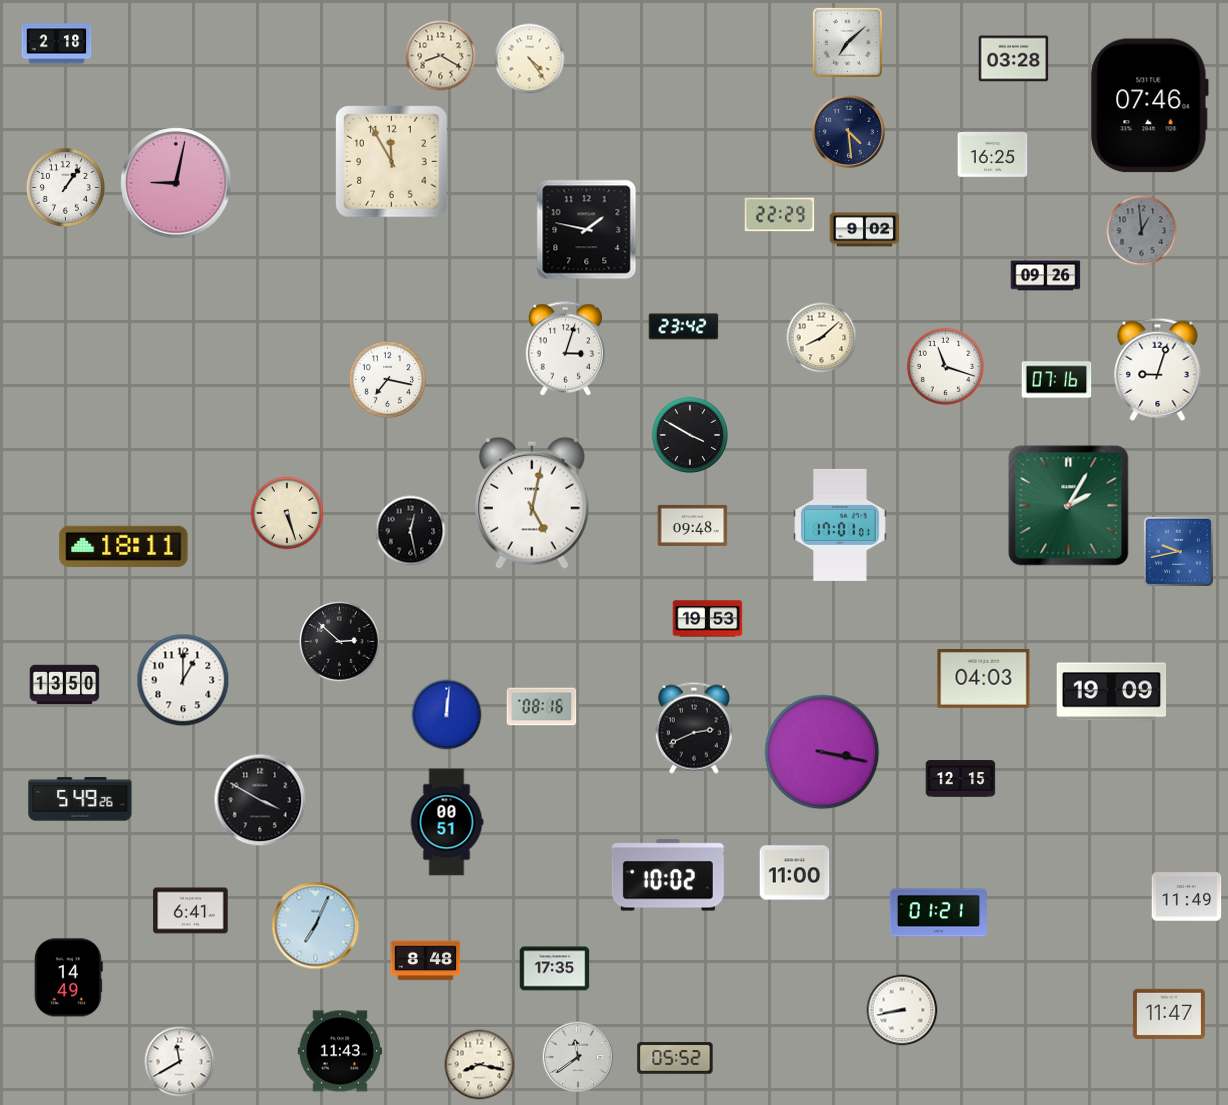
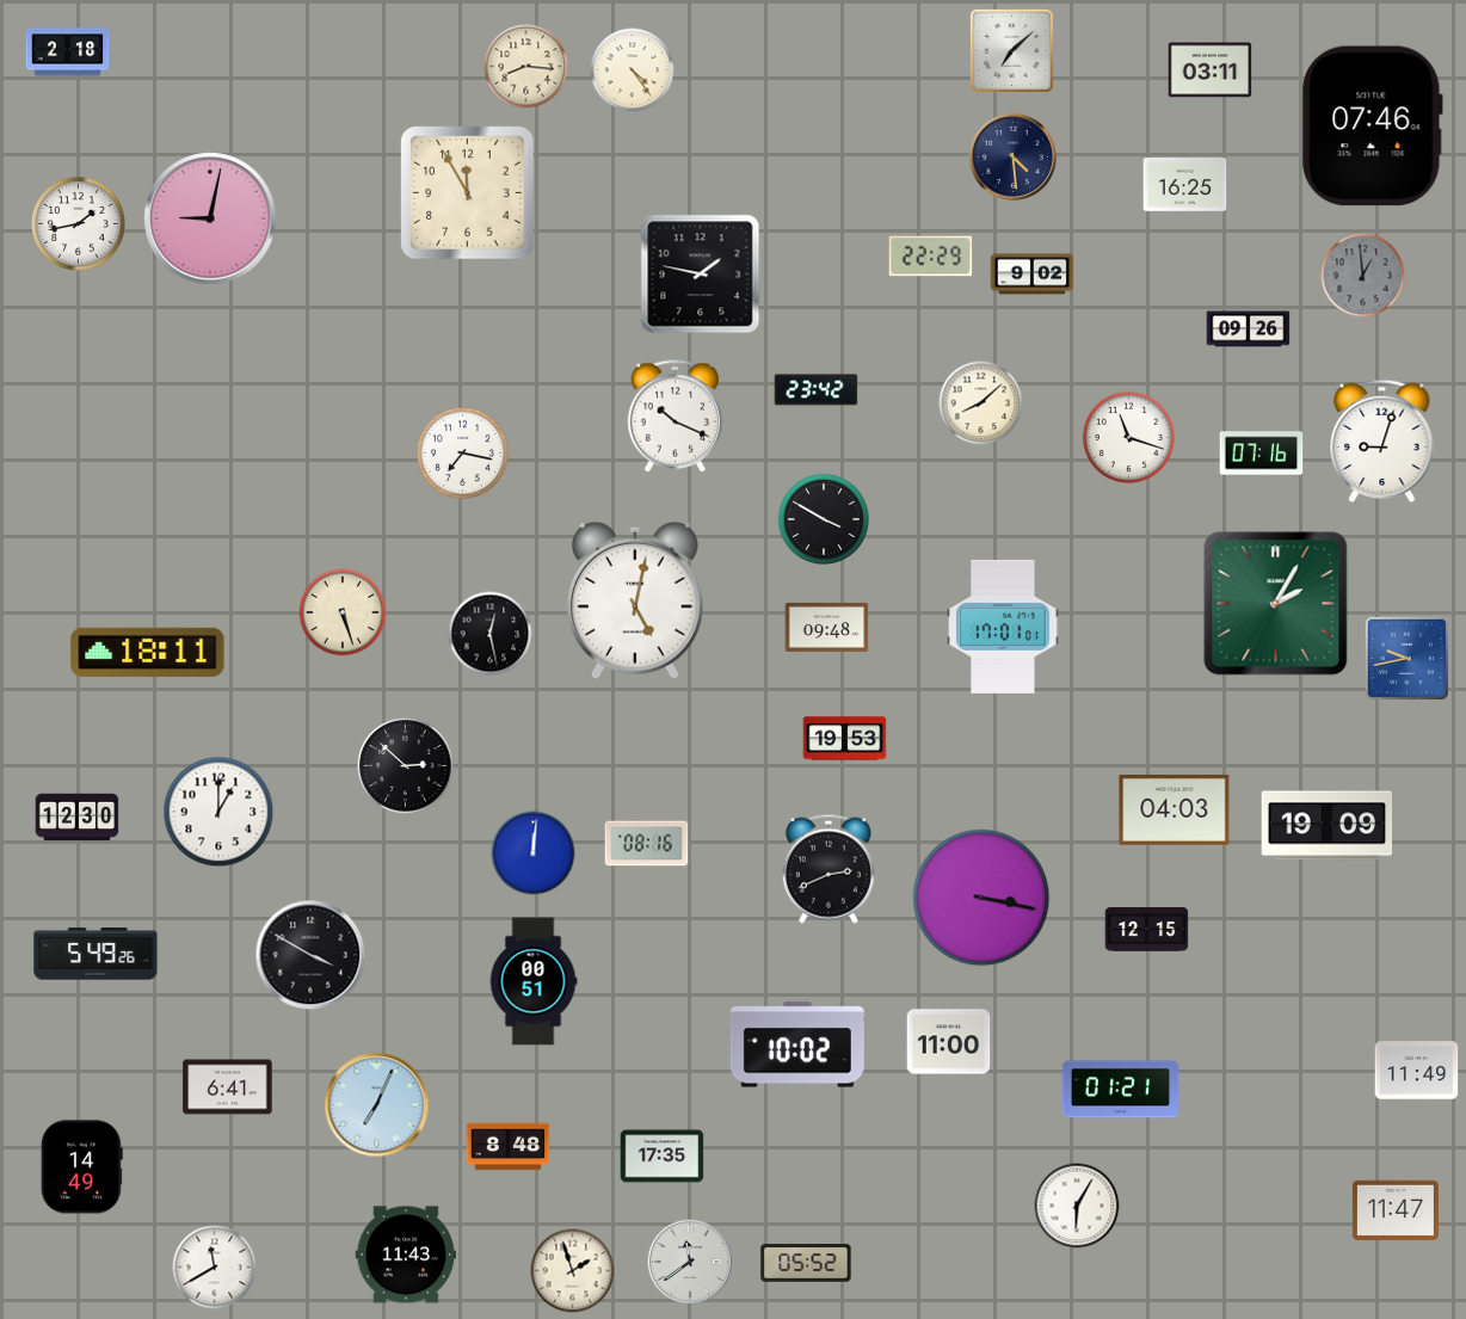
clock at (441, 56): 8:20 -> 8:16
clock at (1014, 59): 03:28 -> 03:11
clock at (65, 187): 1:06 -> 1:43
clock at (565, 349): 3:03 -> 10:19
clock at (65, 685): 13:50 -> 12:30
clock at (902, 1010): 8:43 -> 6:05
clock at (480, 1065): 8:17 -> 1:57
